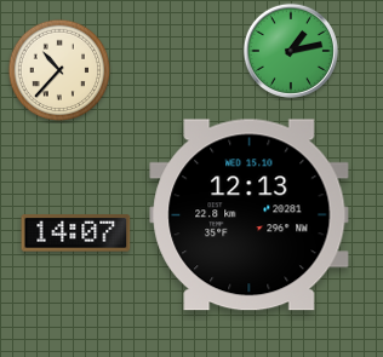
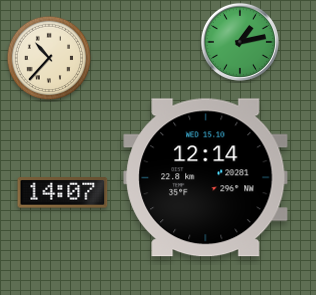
clock at (250, 215): 12:13 -> 12:14
